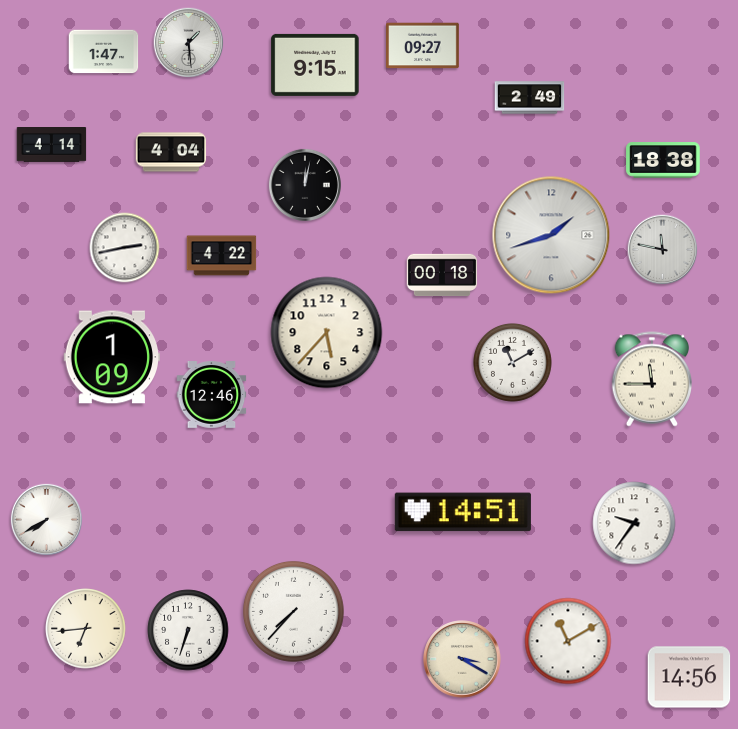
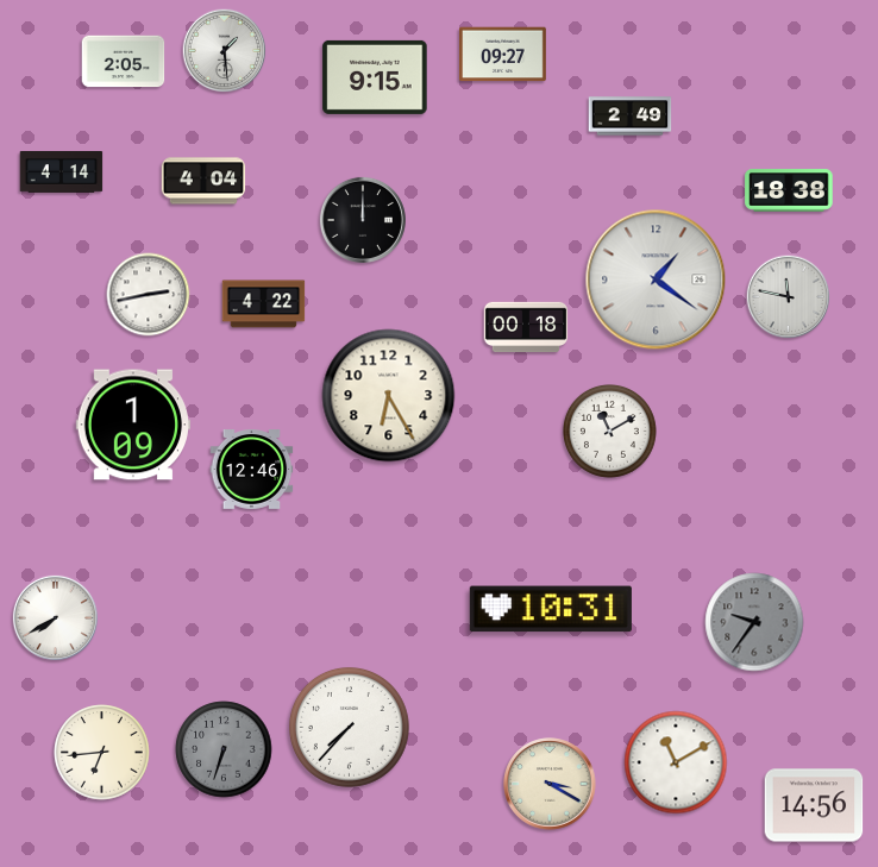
clock at (104, 52): 1:47 -> 2:05
clock at (305, 185): 12:02 -> 12:00
clock at (551, 235): 1:42 -> 1:21
clock at (327, 333): 5:37 -> 6:25
clock at (651, 379): 11:45 -> none
clock at (463, 512): 14:51 -> 10:31
clock at (634, 523) dial: white -> grey
clock at (86, 629) position: (86, 629) -> (102, 753)
clock at (188, 630) dial: white -> grey
clock at (689, 677) position: (689, 677) -> (814, 805)
